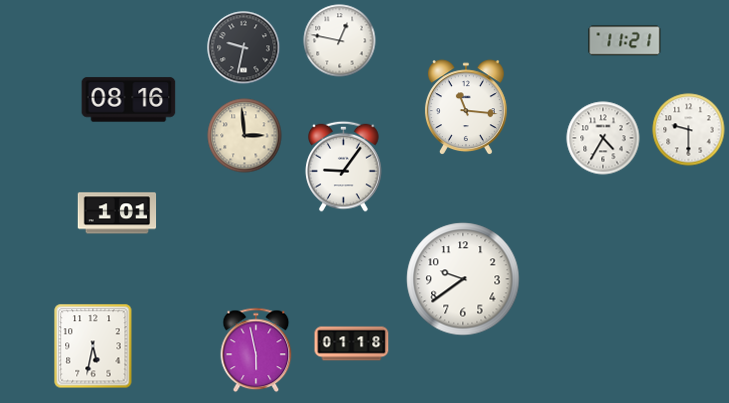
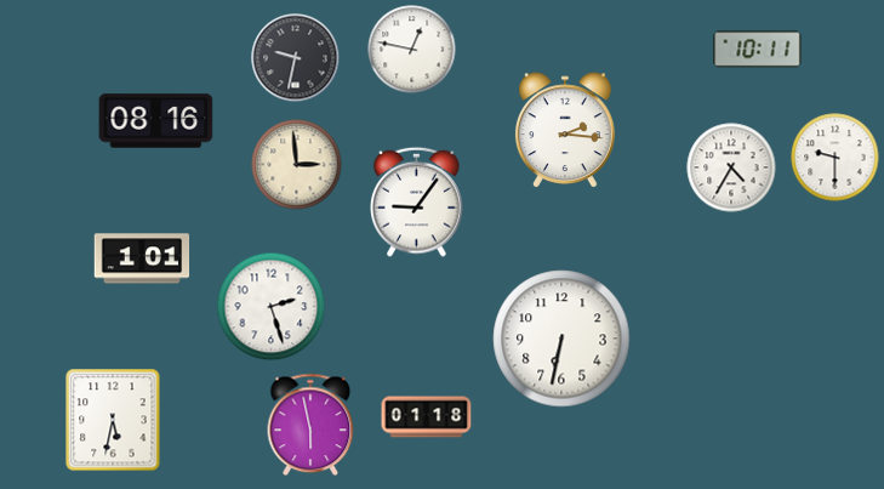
clock at (625, 41): 11:21 -> 10:11
clock at (466, 107): 11:16 -> 2:16
clock at (272, 307): none -> 2:27
clock at (463, 279): 9:39 -> 6:32
